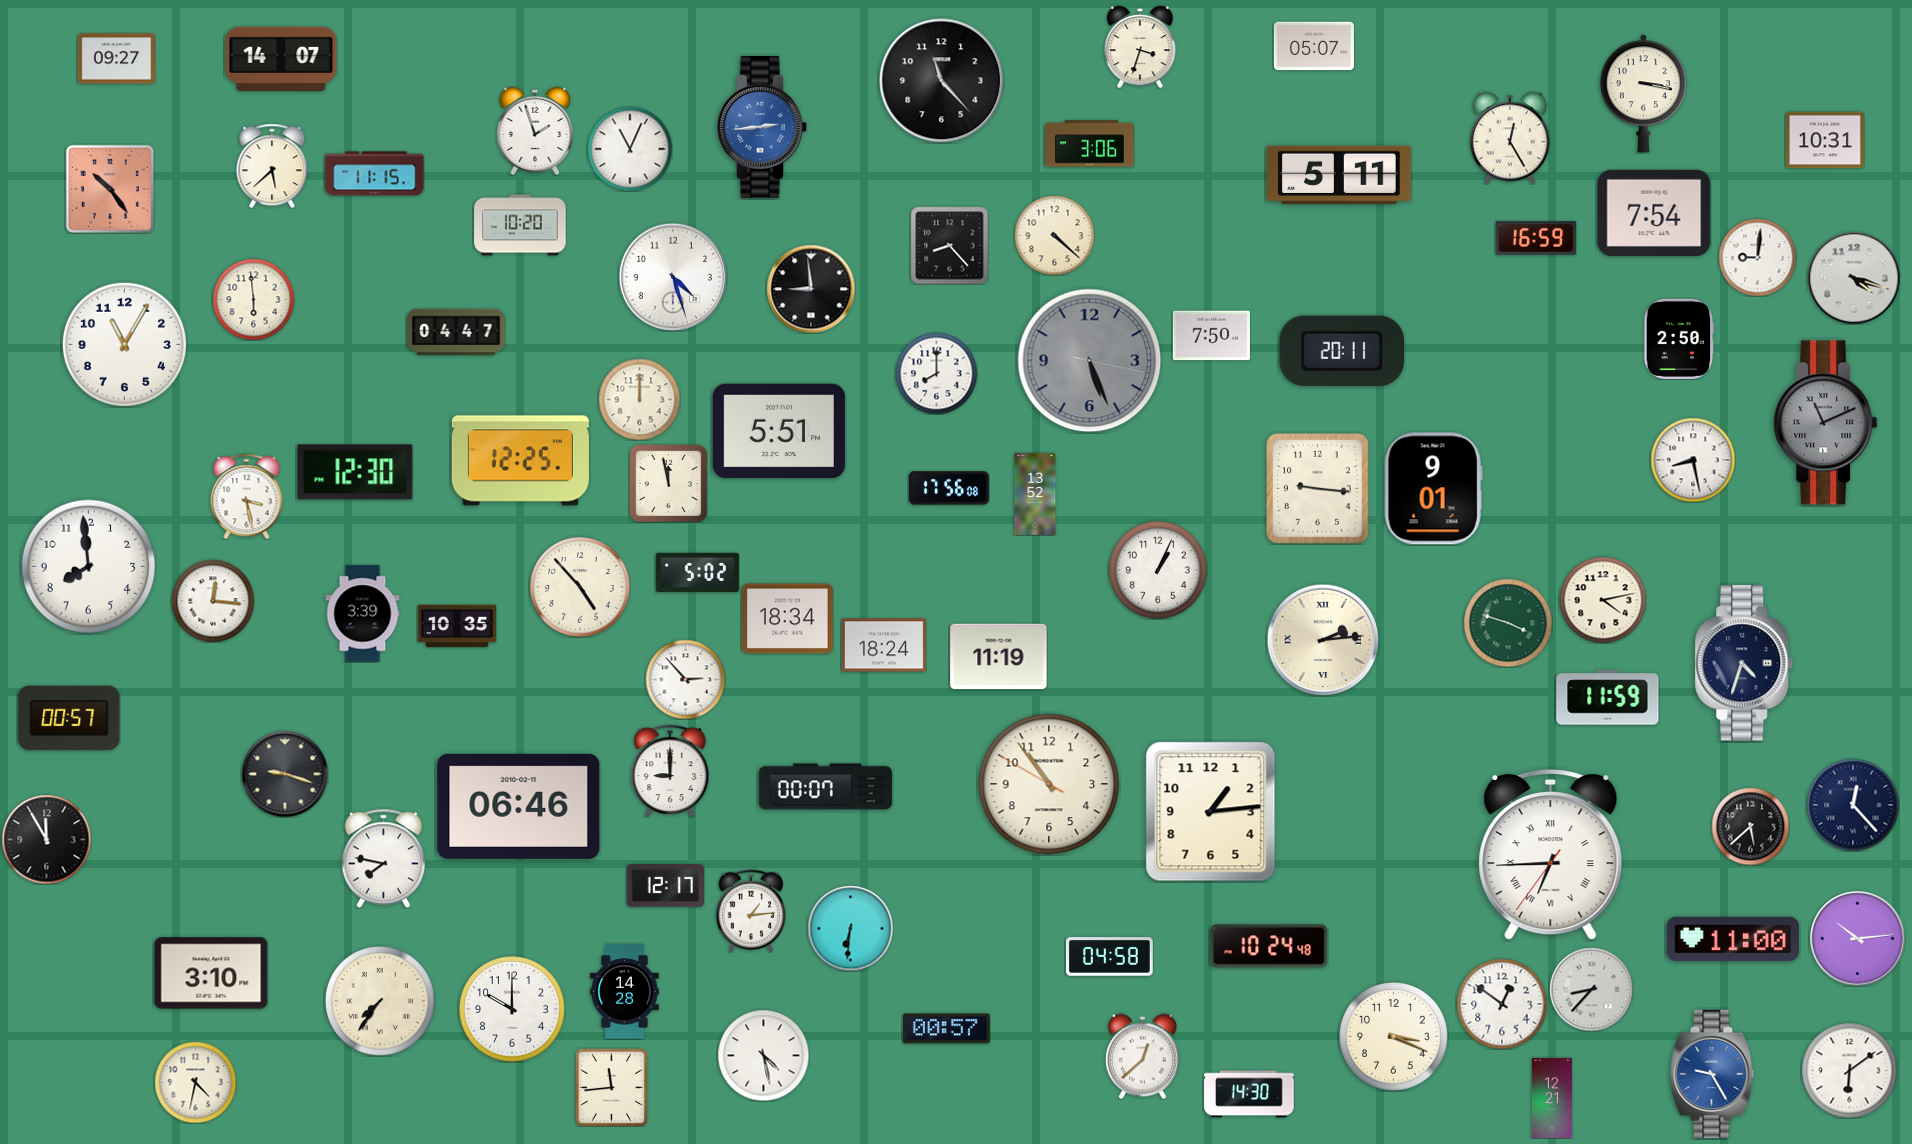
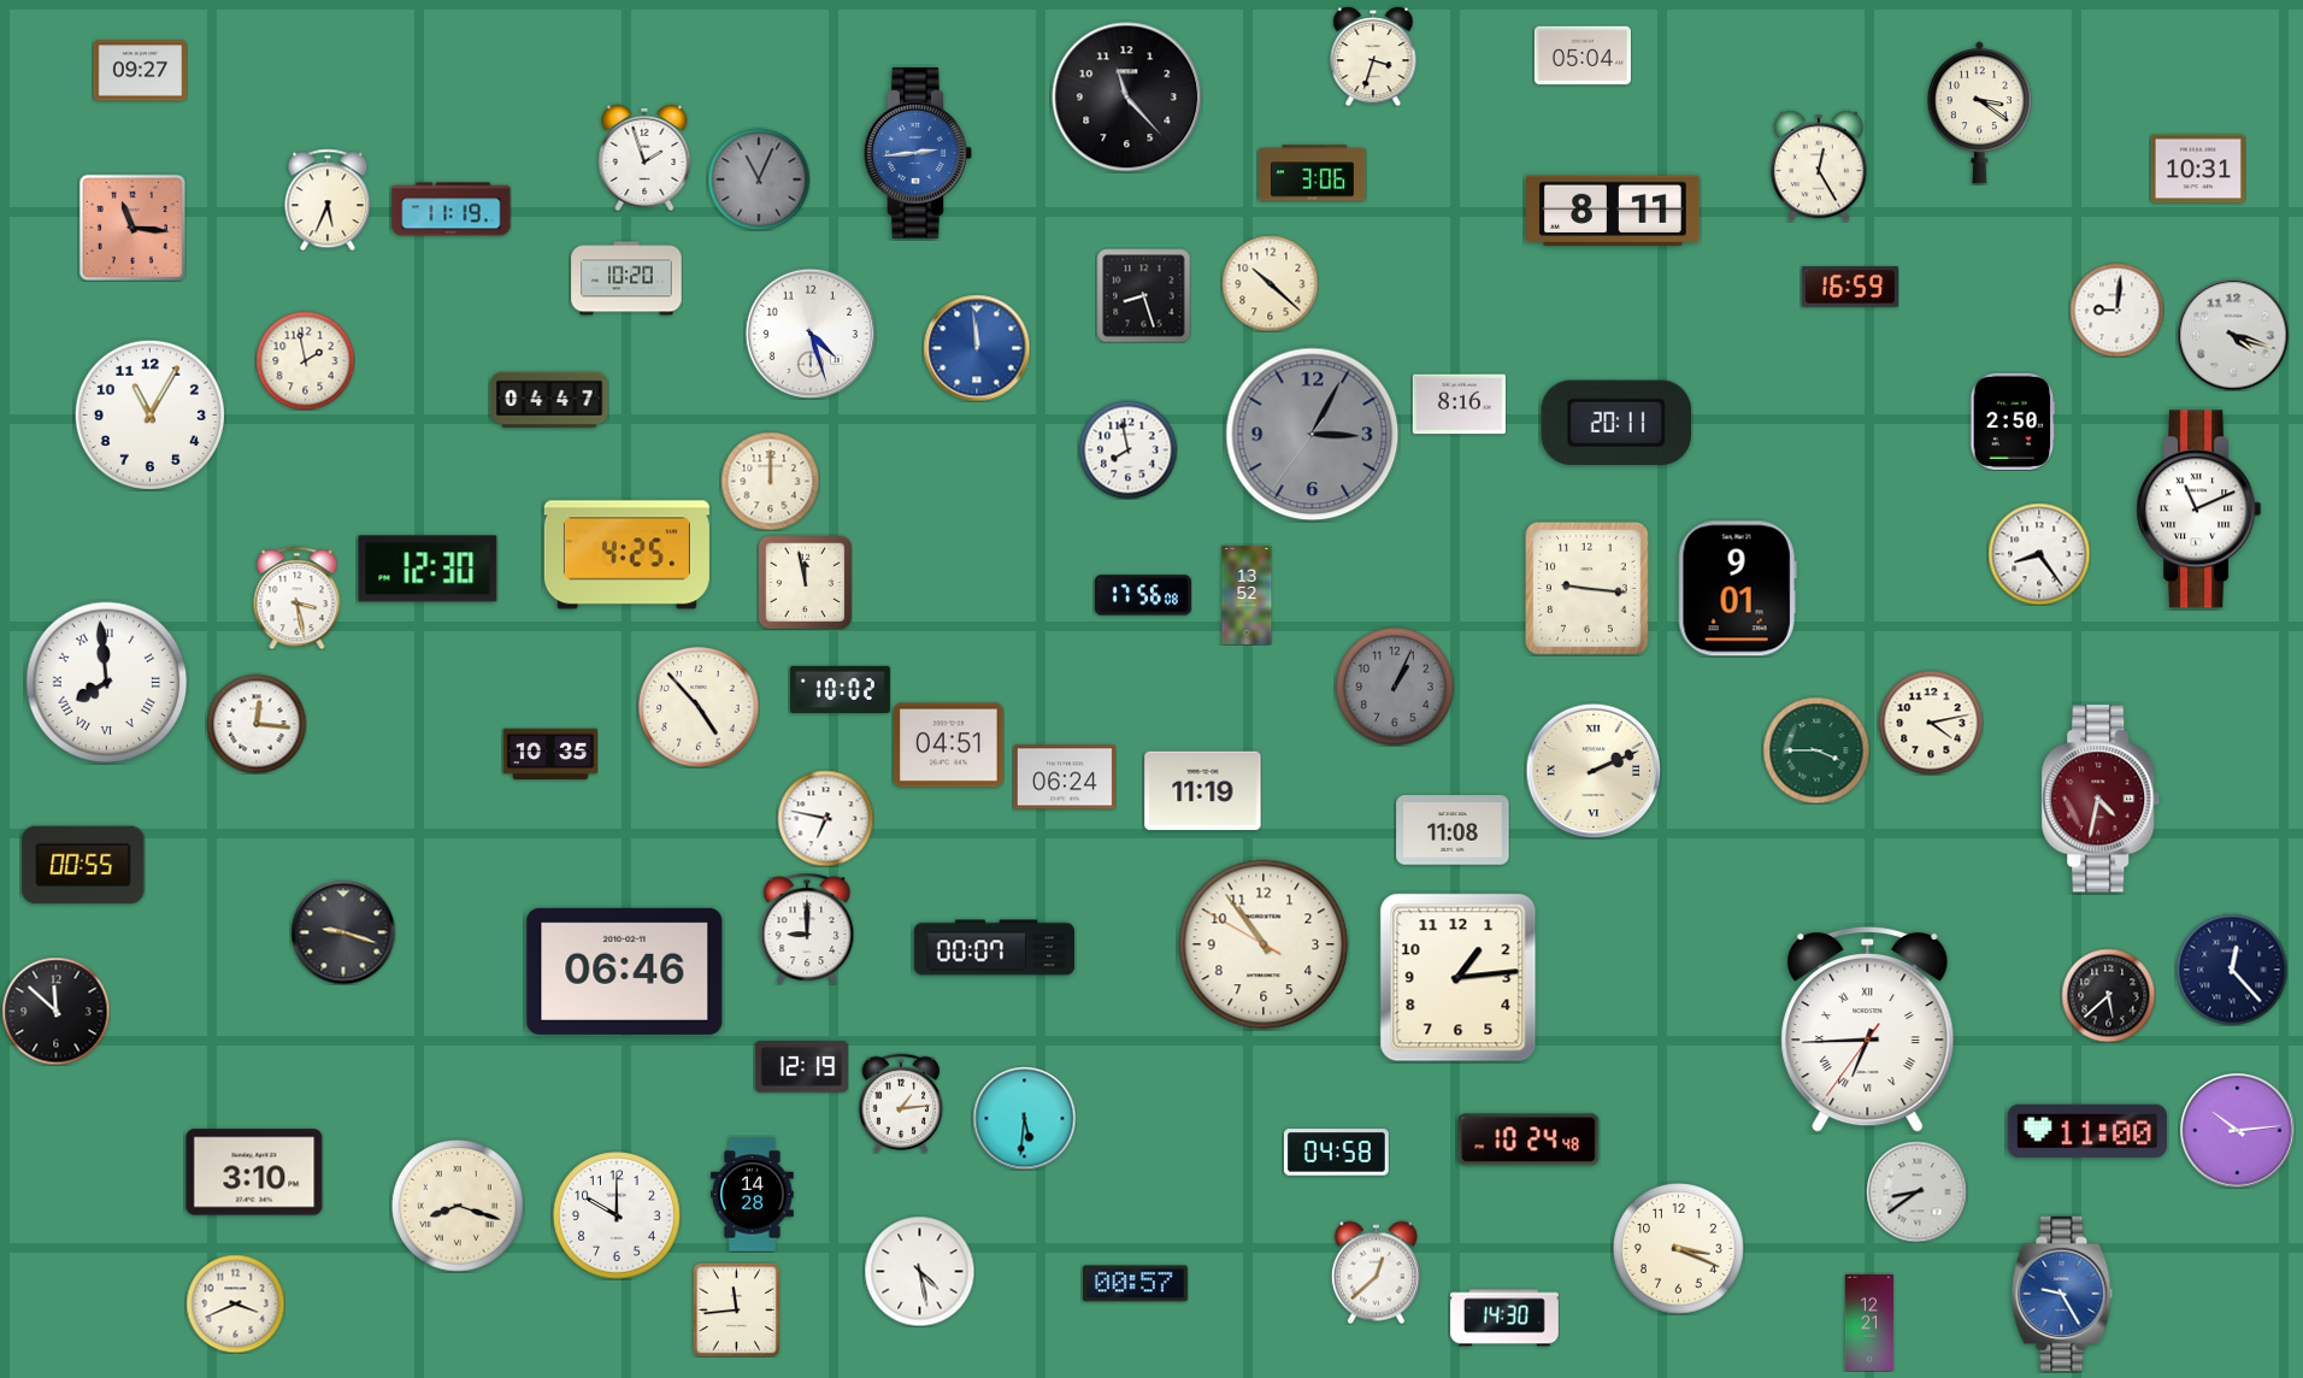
clock at (1314, 46): 05:07 -> 05:04
clock at (281, 59): 14:07 -> none
clock at (942, 81) position: (942, 81) -> (1127, 98)
clock at (1643, 94): 3:17 -> 3:21
clock at (630, 149) dial: white -> grey
clock at (272, 166): 5:38 -> 5:34
clock at (375, 174): 11:15 -> 11:19
clock at (1340, 175): 5:11 -> 8:11
clock at (110, 189): 10:24 -> 11:16
clock at (1654, 213): 7:54 -> none
clock at (520, 225) position: (520, 225) -> (626, 278)
clock at (1054, 235): 4:22 -> 10:22
clock at (949, 245): 8:23 -> 8:27
clock at (811, 289): 8:59 -> 11:59
clock at (811, 289) dial: black -> blue
clock at (253, 299): 5:59 -> 1:58
clock at (1211, 336): 7:50 -> 8:16
clock at (1679, 339) position: (1679, 339) -> (2013, 422)
clock at (1090, 361): 5:26 -> 3:04
clock at (936, 373): 8:00 -> 7:58
clock at (1826, 423) dial: grey -> white
clock at (779, 431): 5:51 -> none
clock at (1693, 460): 8:28 -> 8:24
clock at (520, 461): 12:25 -> 4:25
clock at (949, 488) position: (949, 488) -> (1143, 595)
clock at (1433, 489) position: (1433, 489) -> (1737, 589)
clock at (89, 567) numerals: Arabic -> Roman
clock at (1158, 570) dial: white -> grey
clock at (697, 572): 5:02 -> 10:02
clock at (363, 614): 3:39 -> none
clock at (788, 619): 18:34 -> 04:51
clock at (1508, 623): 3:48 -> 3:45
clock at (1323, 640): 2:14 -> 2:11
clock at (884, 645): 18:24 -> 06:24
clock at (1744, 663): 4:33 -> 4:32
clock at (1744, 663) dial: navy -> burgundy
clock at (685, 679): 2:53 -> 6:47
clock at (1453, 830): none -> 11:08
clock at (1608, 698): 11:59 -> none
clock at (69, 718): 00:57 -> 00:55
clock at (46, 839): 11:55 -> 11:52
clock at (383, 858): 7:47 -> none
clock at (665, 886): 12:17 -> 12:19
clock at (751, 911) position: (751, 911) -> (901, 1103)
clock at (850, 928): 6:31 -> 5:31
clock at (1591, 989): 8:37 -> 8:39
clock at (380, 1001): 7:36 -> 8:18
clock at (1502, 1004): 12:51 -> none
clock at (946, 1029) position: (946, 1029) -> (1135, 1284)
clock at (1849, 1070): 6:09 -> none
clock at (195, 1082): 4:32 -> 3:41
